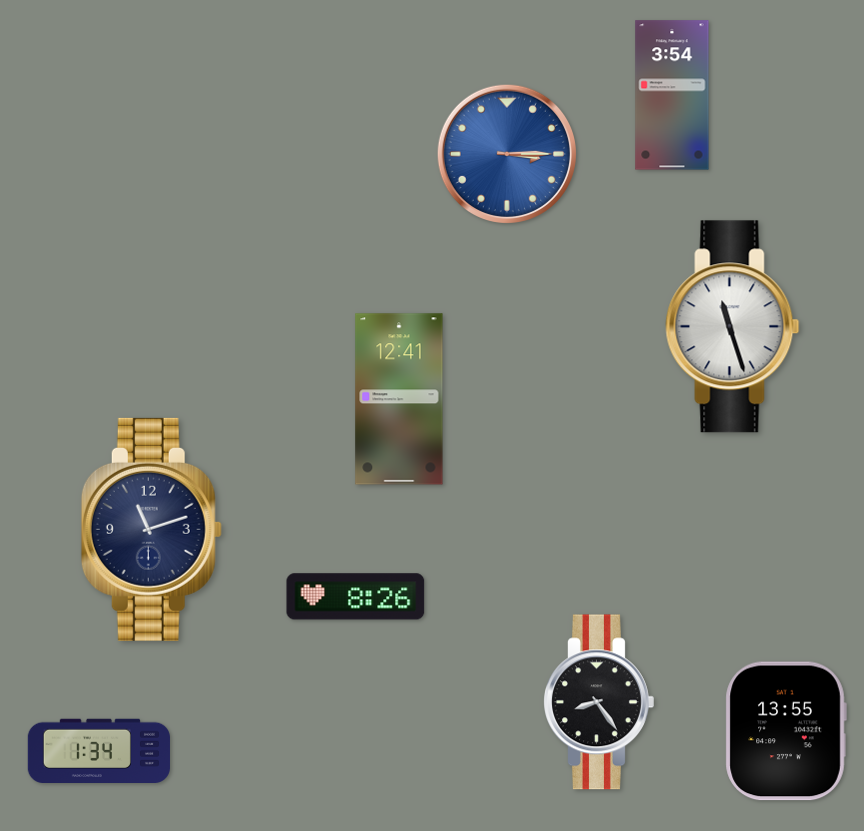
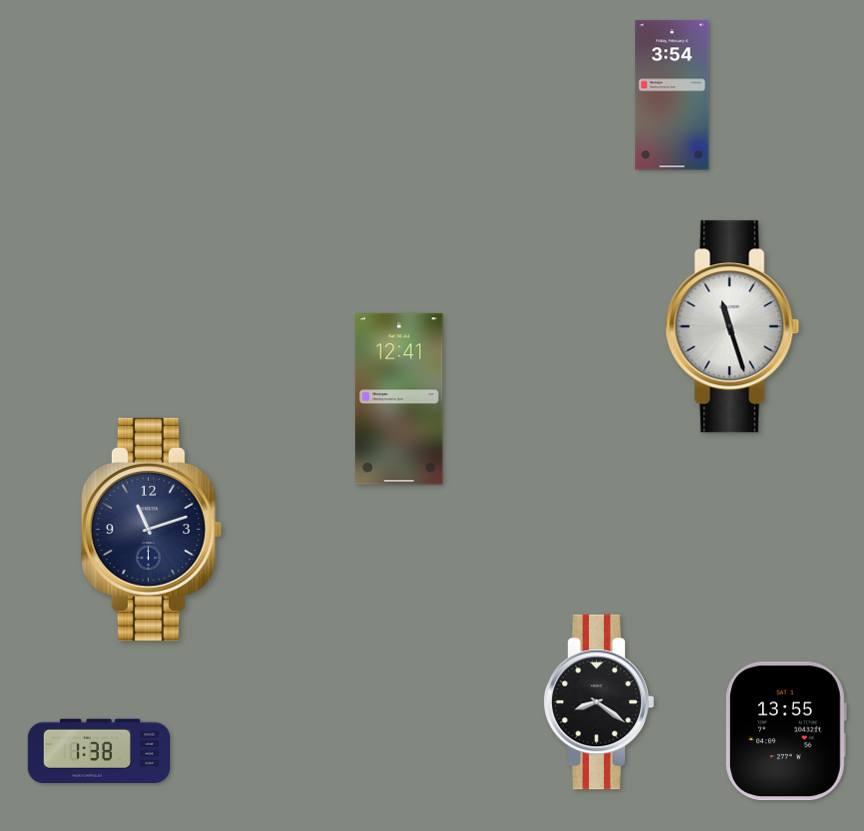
clock at (506, 153): 3:15 -> none
clock at (356, 597): 8:26 -> none
clock at (599, 702): 8:24 -> 8:21
clock at (99, 750): 1:34 -> 1:38
